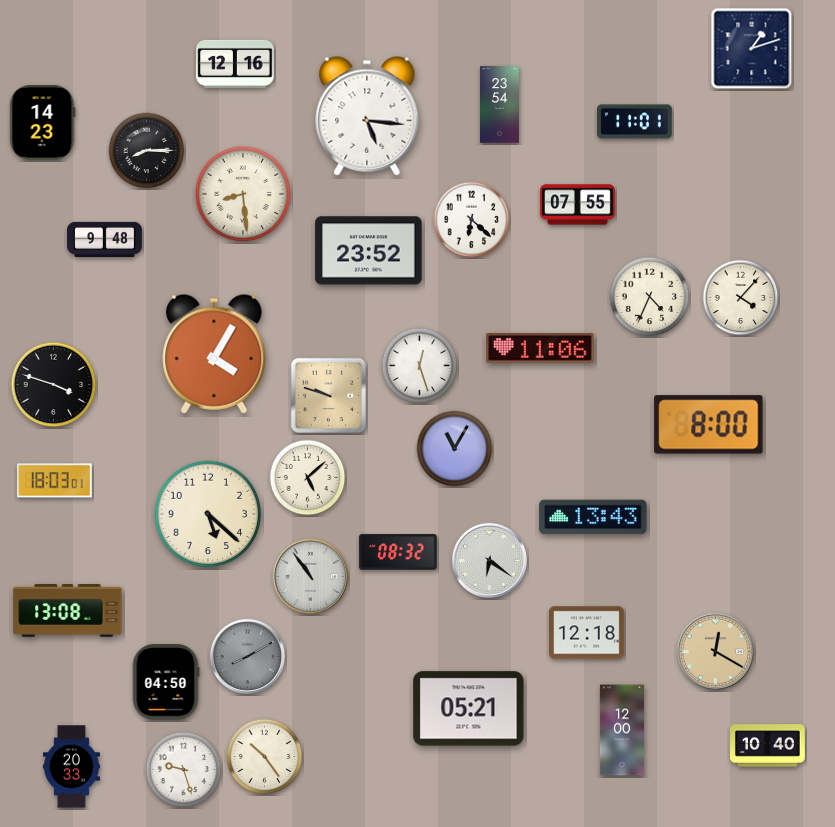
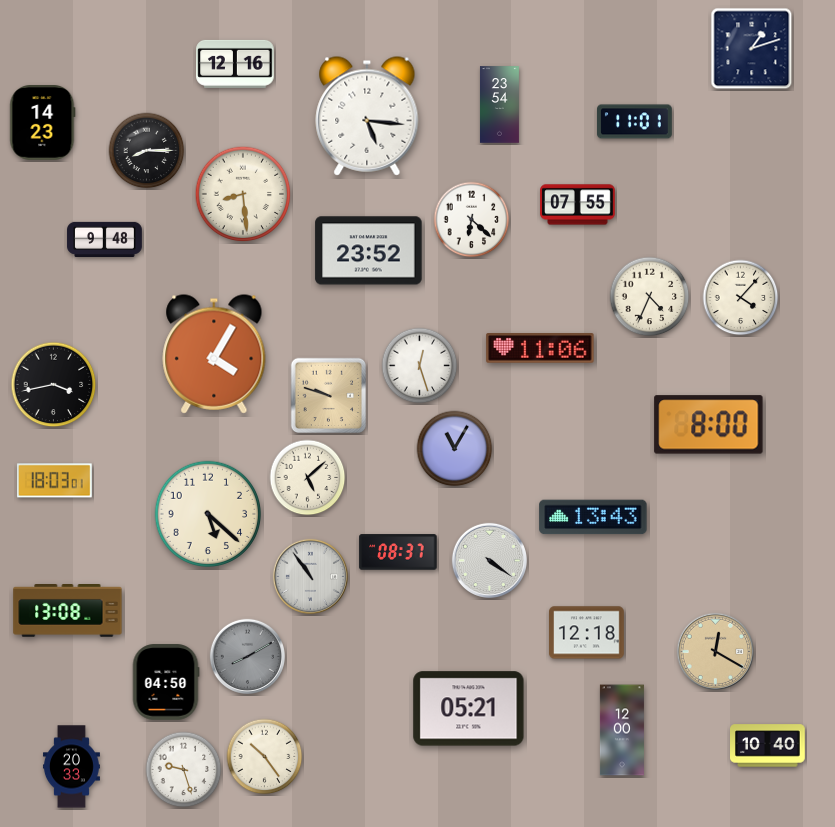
clock at (54, 385): 3:48 -> 3:43
clock at (398, 552): 08:32 -> 08:37
clock at (489, 560): 6:21 -> 4:21
